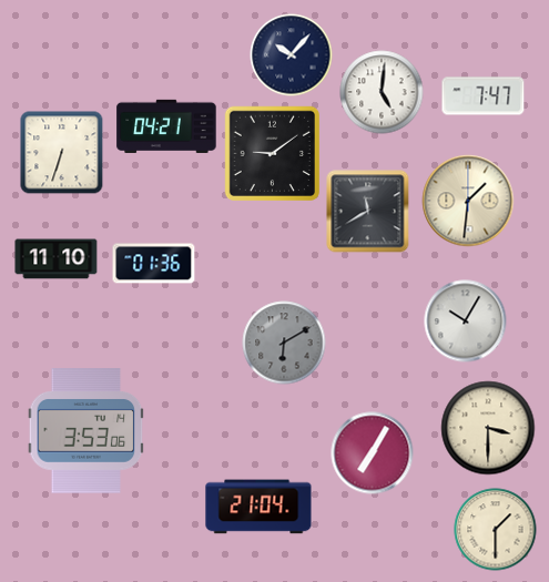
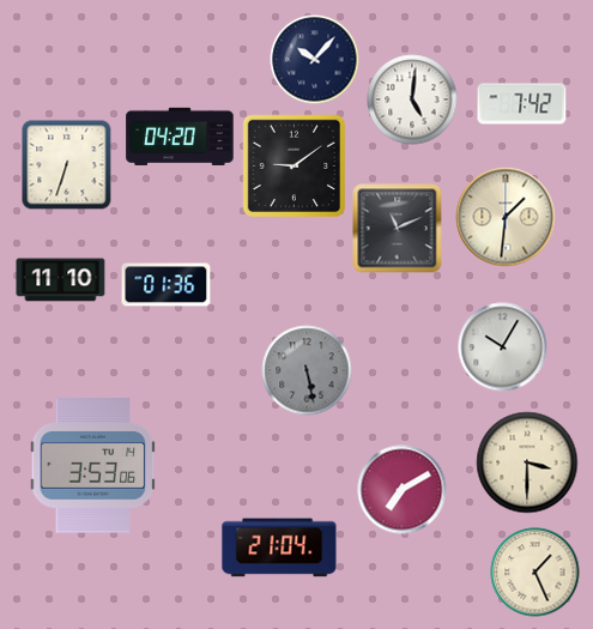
clock at (484, 96): 7:47 -> 7:42
clock at (166, 126): 04:21 -> 04:20
clock at (368, 212): 11:40 -> 11:11
clock at (284, 343): 6:10 -> 5:28
clock at (373, 453): 7:05 -> 7:10
clock at (496, 530): 1:30 -> 1:26
